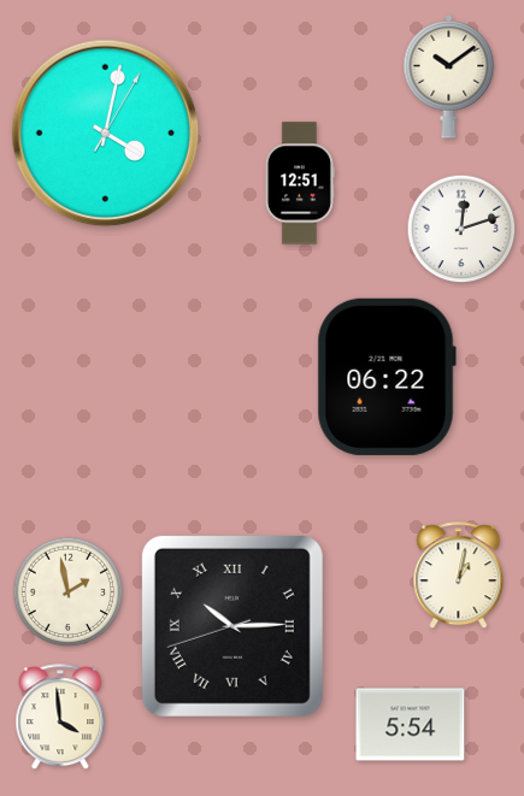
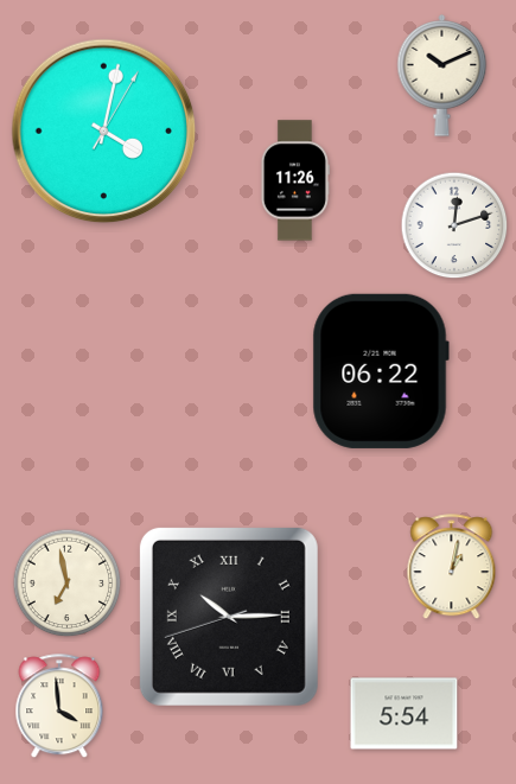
clock at (449, 77): 10:09 -> 10:11
clock at (299, 183): 12:51 -> 11:26
clock at (69, 592): 1:58 -> 6:58
